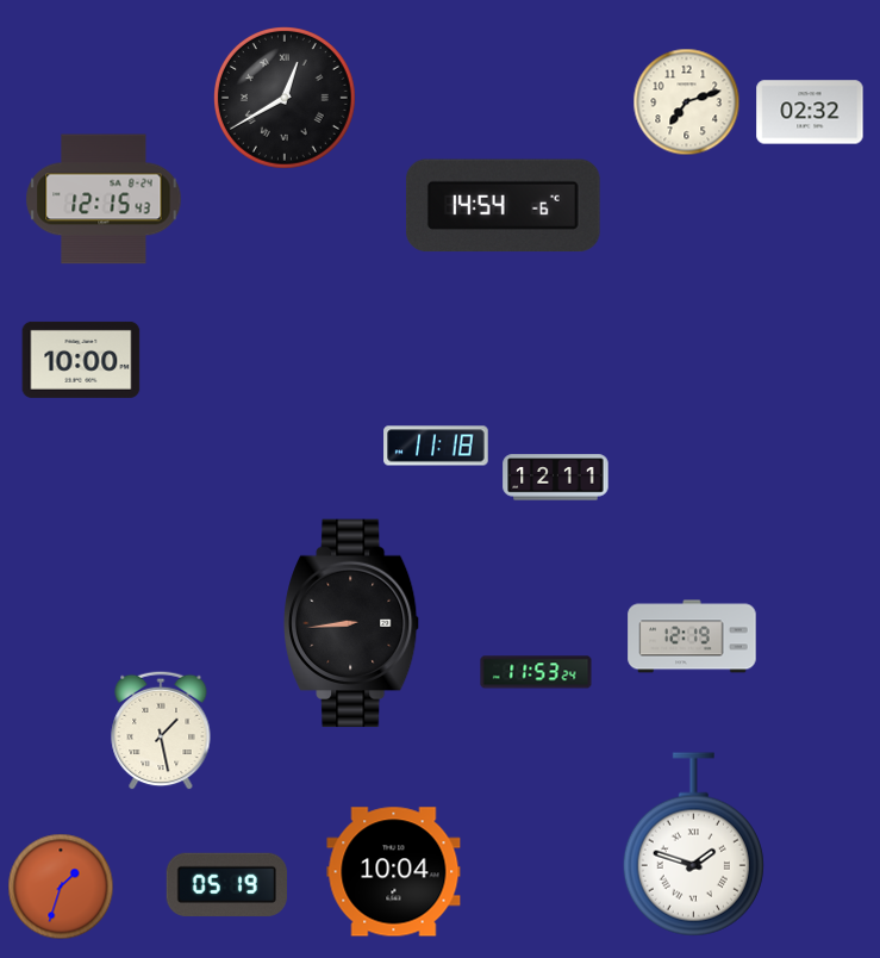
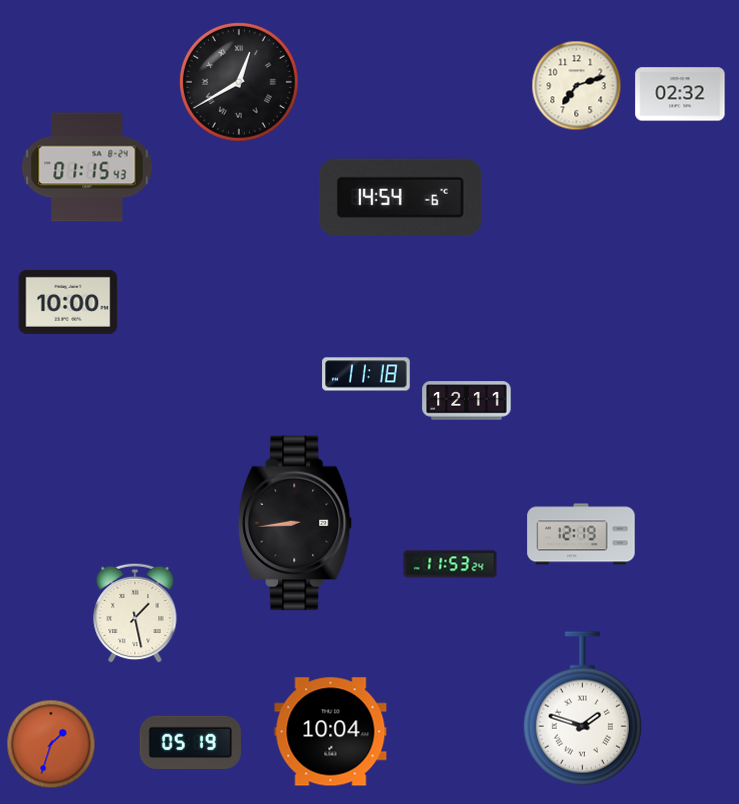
clock at (104, 199): 12:15 -> 01:15
clock at (503, 206) position: (503, 206) -> (400, 198)
